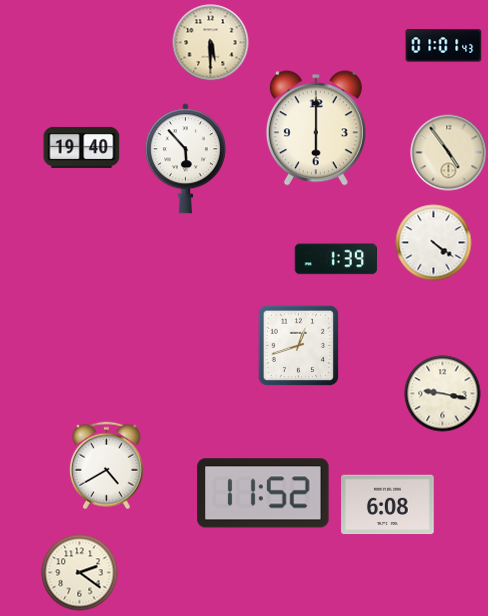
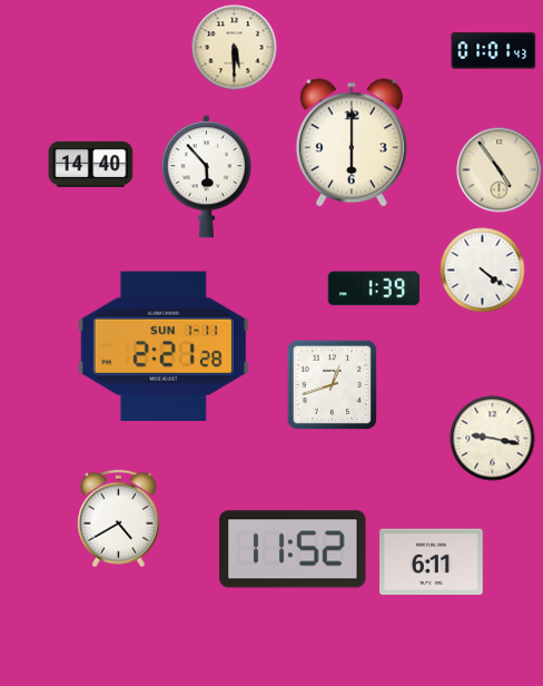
clock at (82, 147): 19:40 -> 14:40
clock at (164, 346): none -> 2:21
clock at (388, 505): 6:08 -> 6:11
clock at (80, 573): 2:21 -> none
